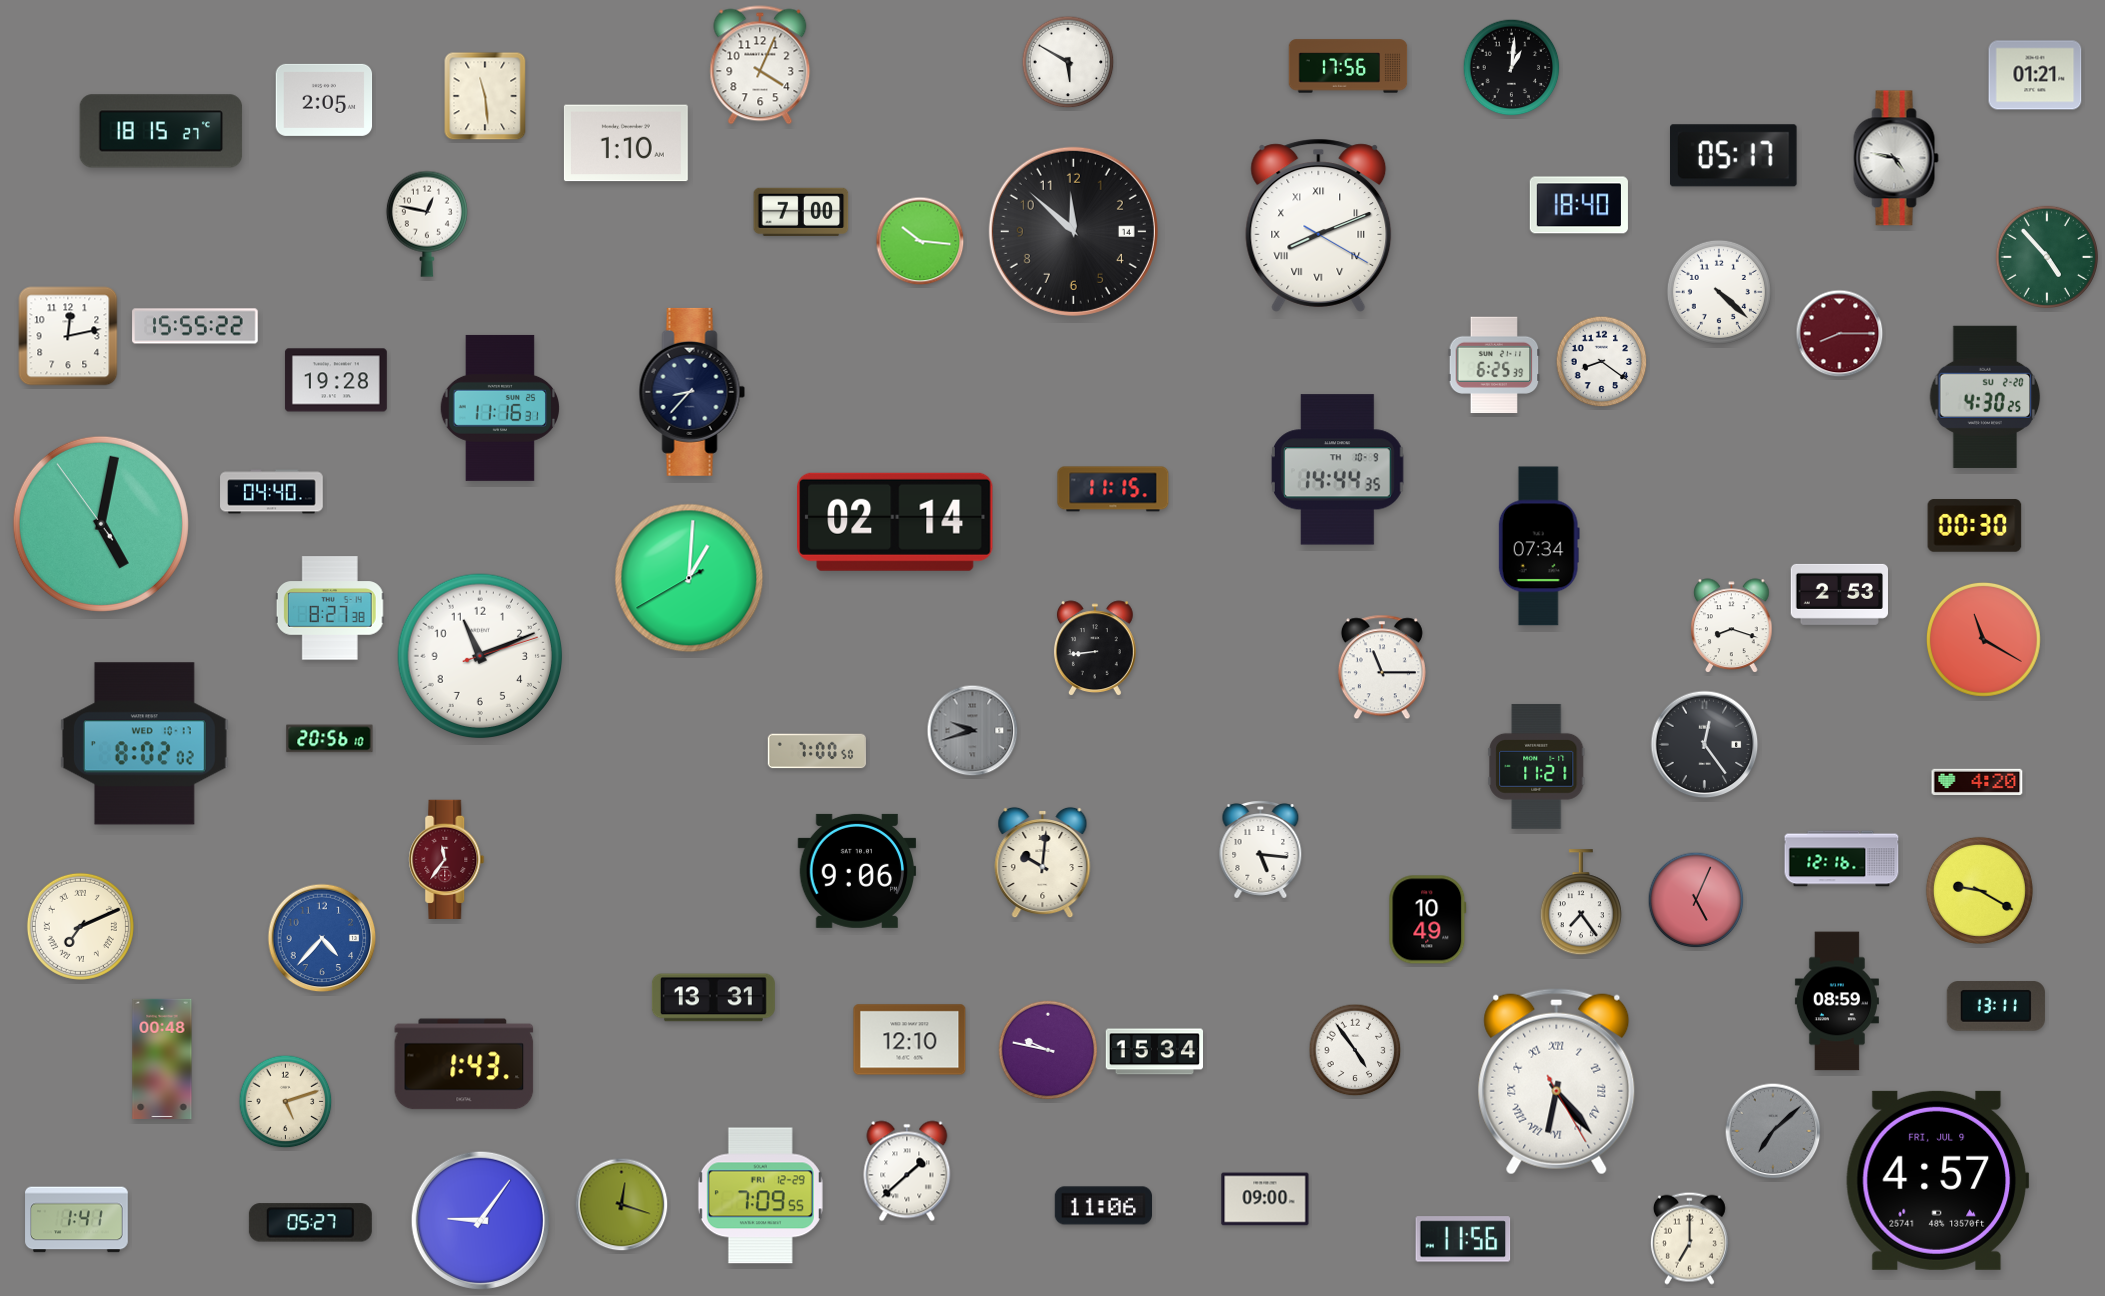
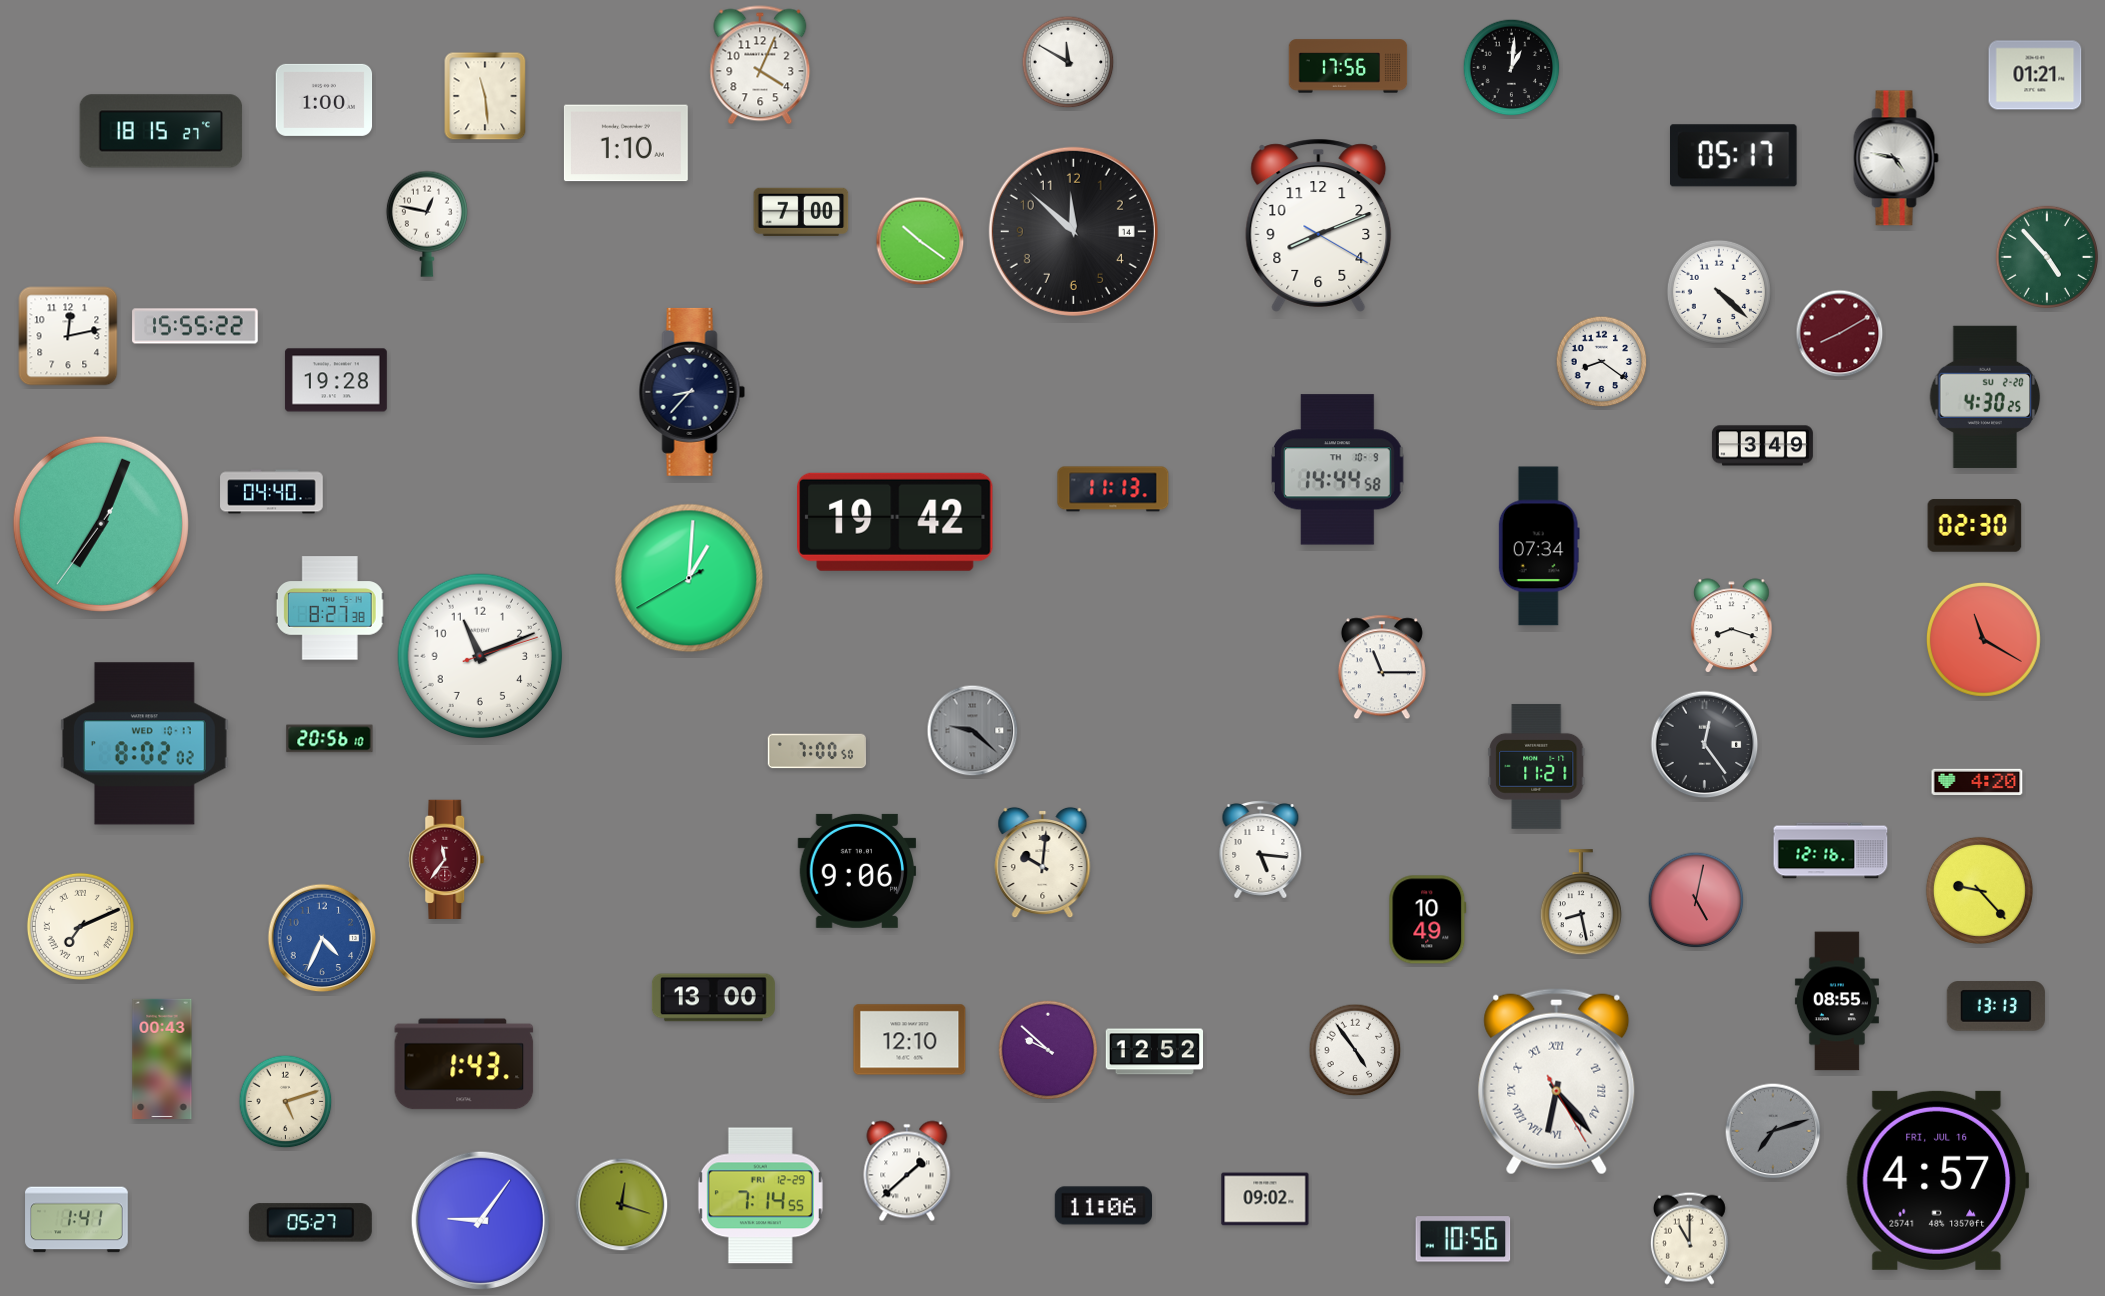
clock at (1068, 62): 5:50 -> 11:50
clock at (324, 100): 2:05 -> 1:00
clock at (1579, 205): 18:40 -> none
clock at (1319, 225) numerals: Roman -> Arabic
clock at (920, 241): 10:16 -> 10:21
clock at (1840, 334): 8:15 -> 8:10
clock at (1494, 365): 6:25 -> none
clock at (499, 408): 11:16 -> none
clock at (1762, 446): none -> 3:49
clock at (1337, 470): 14:44:35 -> 14:44:58
clock at (1113, 489): 11:15 -> 11:13
clock at (895, 522): 02:14 -> 19:42
clock at (101, 524): 5:01 -> 7:03
clock at (1975, 526): 00:30 -> 02:30
clock at (1839, 594): 2:53 -> none
clock at (1095, 649): 8:44 -> none
clock at (973, 731): 9:42 -> 9:22
clock at (1842, 859) position: (1842, 859) -> (1831, 851)
clock at (1979, 890): 9:20 -> 9:23
clock at (1696, 900): 5:04 -> 5:02
clock at (1581, 903): 7:24 -> 8:28
clock at (322, 938): 4:37 -> 4:34
clock at (713, 998): 13:31 -> 13:00
clock at (1837, 1001): 08:59 -> 08:55
clock at (1996, 1006): 13:11 -> 13:13
clock at (1048, 1050): 9:47 -> 9:52
clock at (1155, 1052): 15:34 -> 12:52
clock at (162, 1058): 00:48 -> 00:43
clock at (1773, 1131): 7:08 -> 7:12
clock at (1938, 1180) date: FRI, JUL 9 -> FRI, JUL 16
clock at (760, 1196): 7:09 -> 7:14
clock at (1265, 1199): 09:00 -> 09:02
clock at (1689, 1238): 7:00 -> 11:00
clock at (1463, 1239): 11:56 -> 10:56
